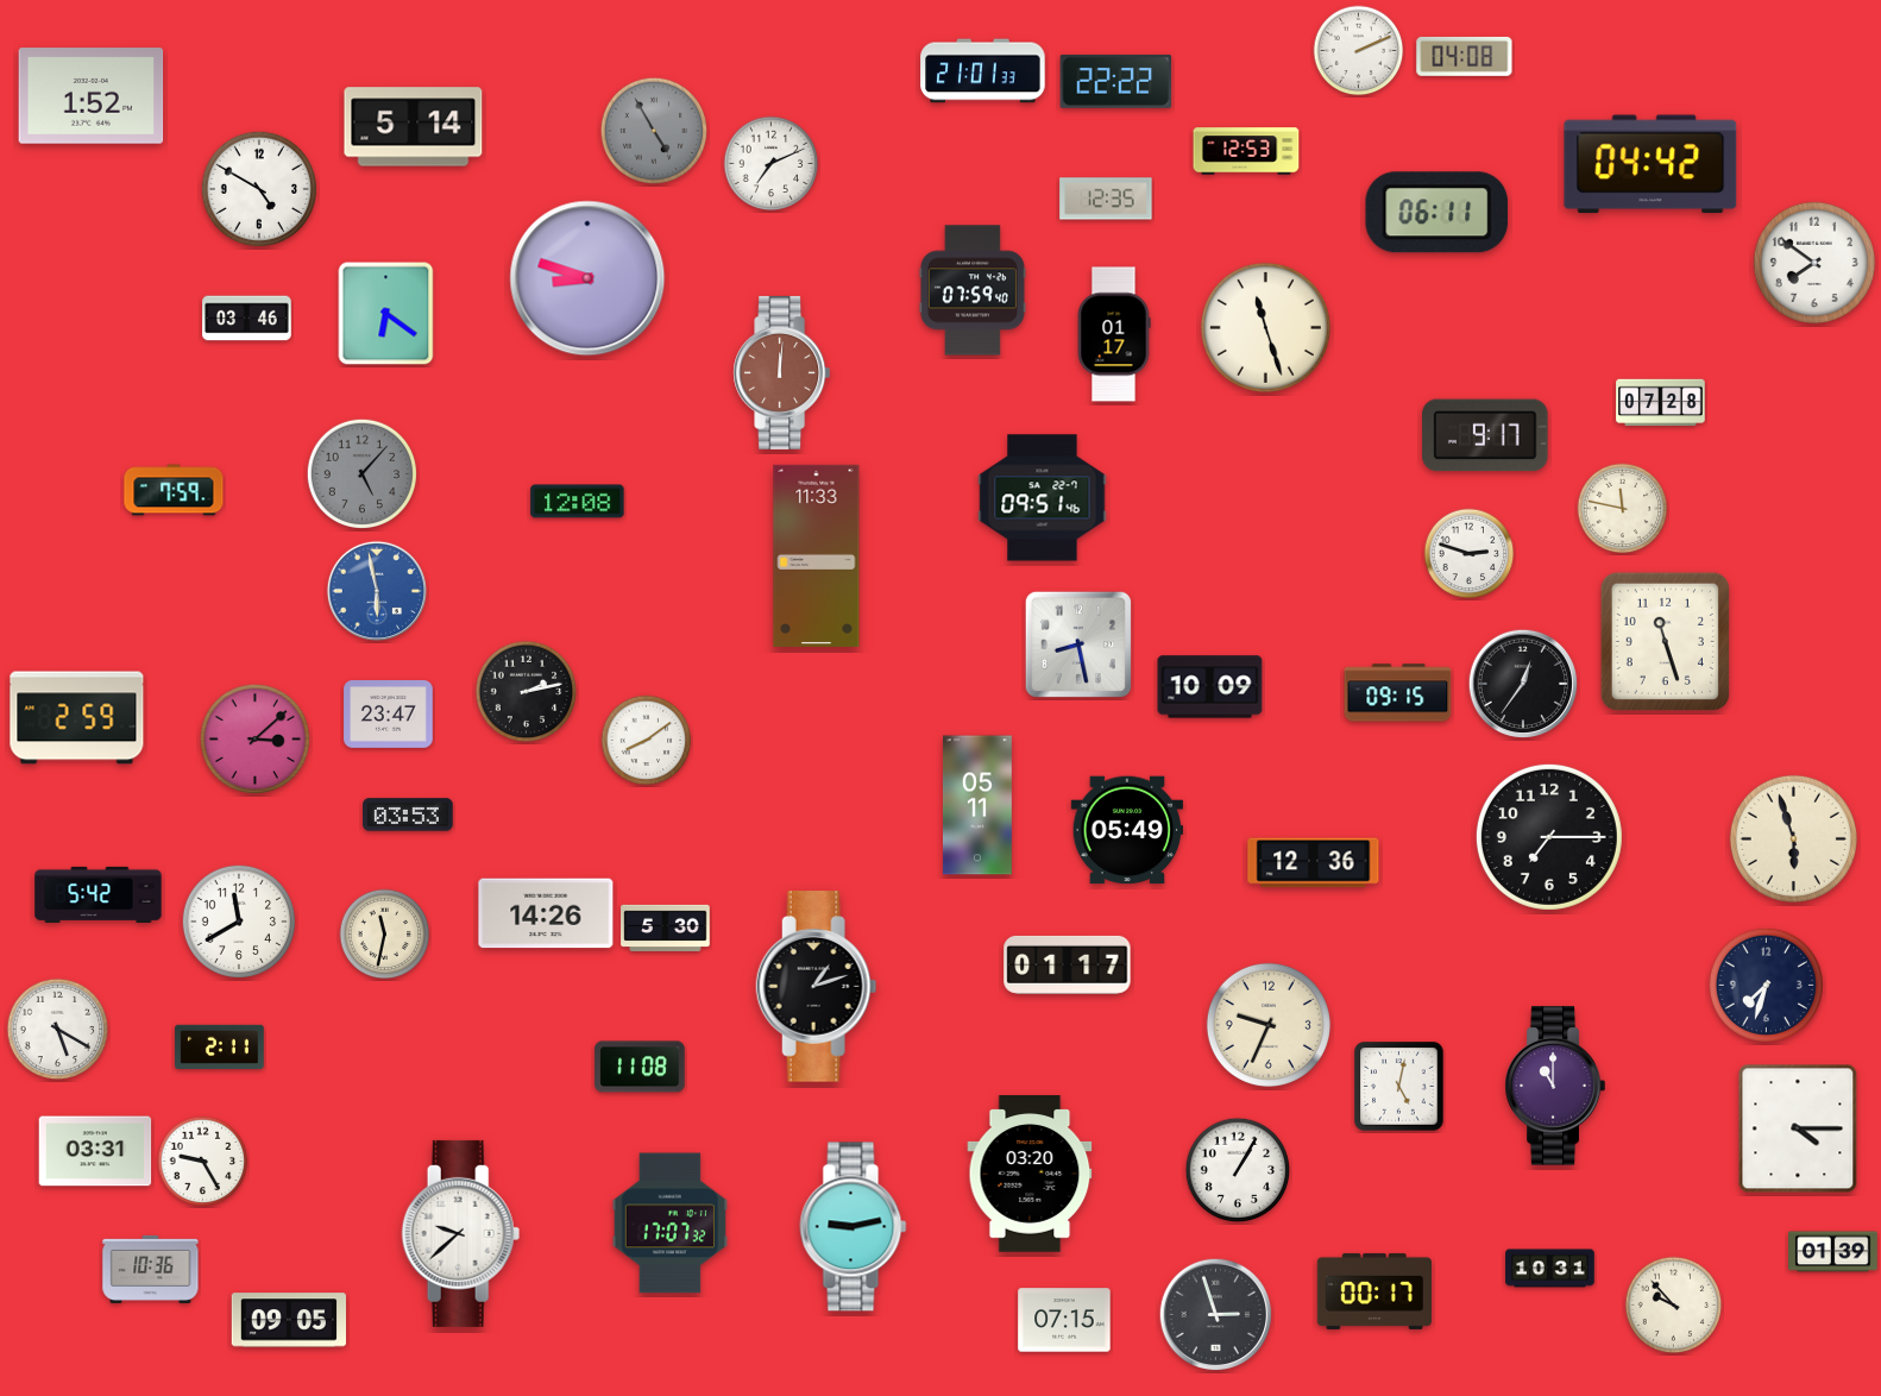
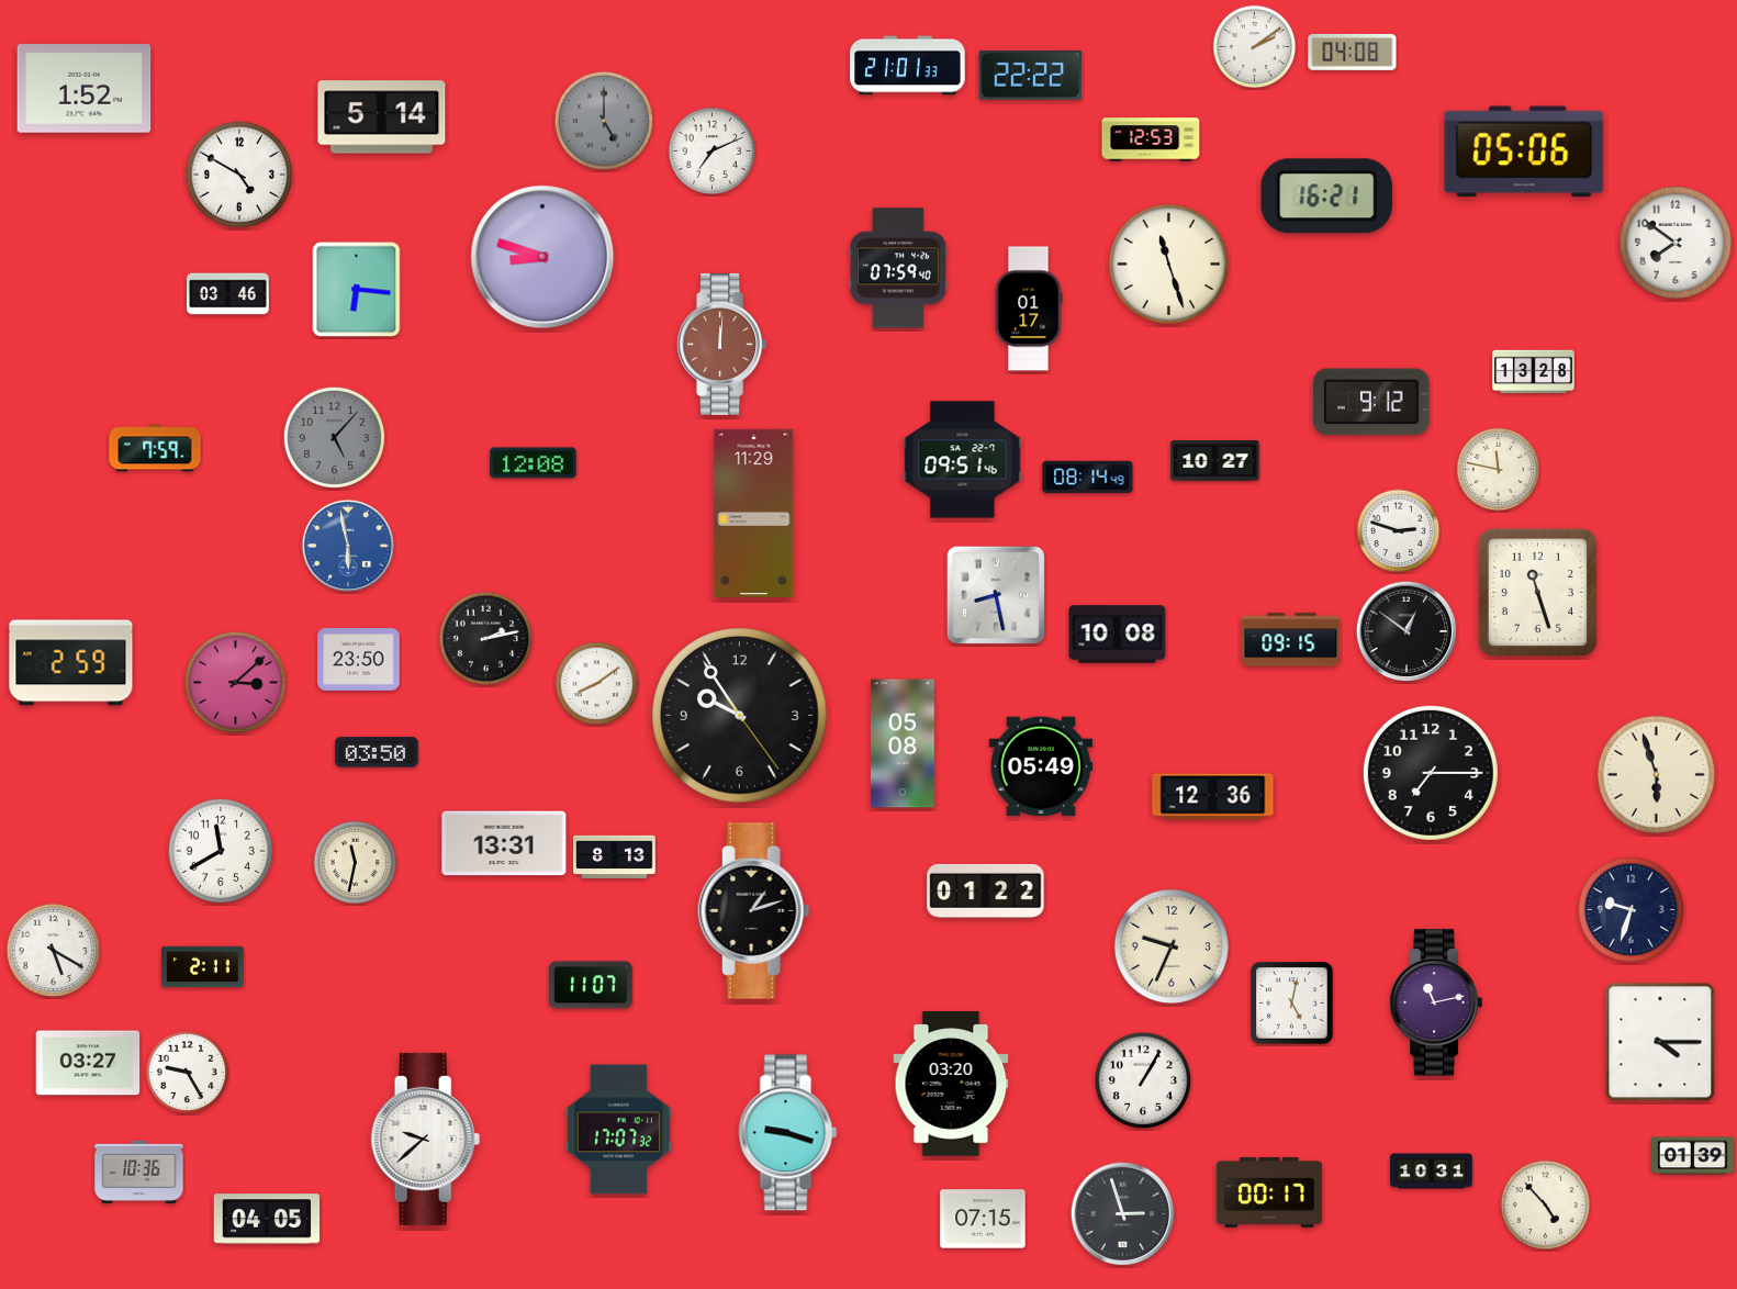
clock at (1359, 51): 2:11 -> 2:09
clock at (654, 131): 4:55 -> 5:00
clock at (1650, 164): 04:42 -> 05:06
clock at (1106, 199): 12:35 -> none
clock at (1438, 213): 06:11 -> 16:21
clock at (386, 314): 6:21 -> 6:16
clock at (1265, 327) position: (1265, 327) -> (1168, 264)
clock at (1661, 403): 07:28 -> 13:28
clock at (1485, 435): 9:17 -> 9:12
clock at (174, 490) position: (174, 490) -> (155, 448)
clock at (1215, 461): none -> 10:27
clock at (1088, 478): none -> 08:14
clock at (1470, 554) position: (1470, 554) -> (1399, 531)
clock at (817, 555): 11:33 -> 11:29
clock at (1523, 684): 12:36 -> 12:51
clock at (1210, 687): 10:09 -> 10:08
clock at (389, 715): 23:47 -> 23:50
clock at (740, 716): none -> 9:54
clock at (977, 805): 05:11 -> 05:08
clock at (408, 815): 03:53 -> 03:50
clock at (99, 894): 5:42 -> none
clock at (546, 913): 14:26 -> 13:31
clock at (666, 929): 5:30 -> 8:13
clock at (1068, 964): 01:17 -> 01:22
clock at (1766, 985): 7:33 -> 9:33
clock at (640, 1067): 11:08 -> 11:07
clock at (1555, 1086): 11:00 -> 11:13
clock at (95, 1151): 03:31 -> 03:27
clock at (854, 1227): 9:13 -> 9:18
clock at (1674, 1306): 9:53 -> 4:53
clock at (288, 1320): 09:05 -> 04:05
